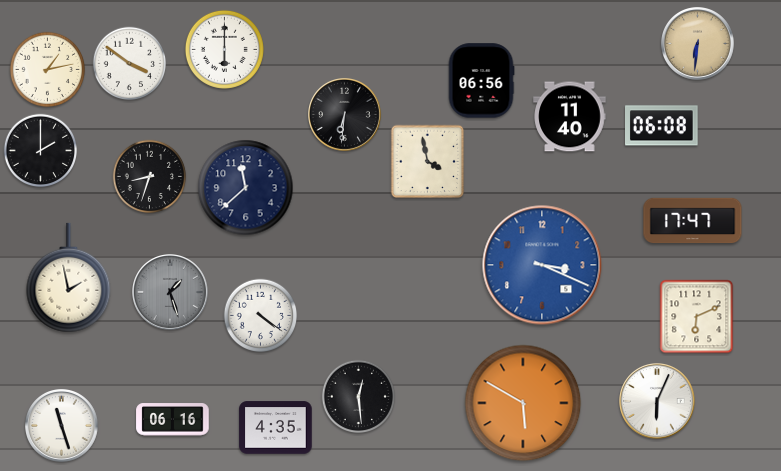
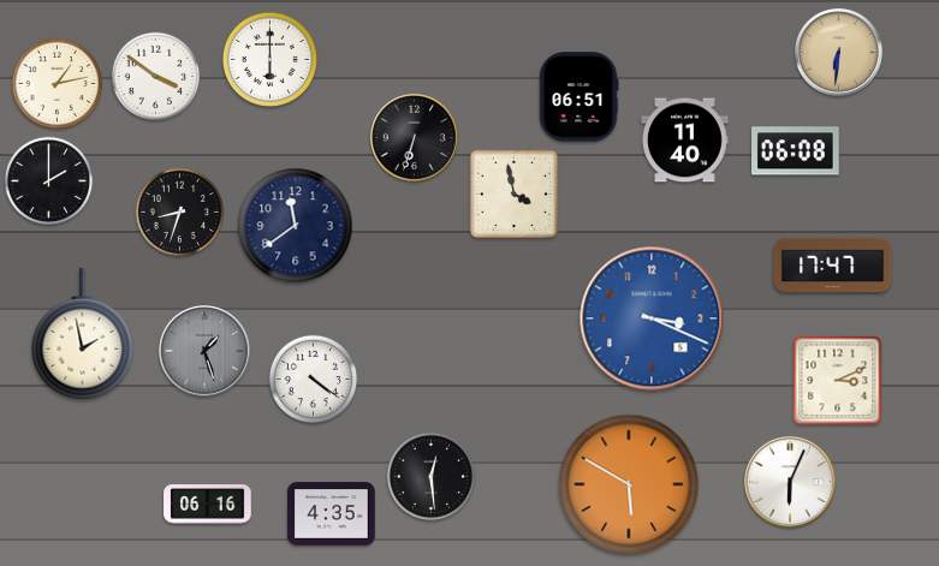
clock at (481, 81): 06:56 -> 06:51
clock at (345, 115): 6:31 -> 6:33
clock at (246, 188): 11:38 -> 11:39
clock at (697, 317): 6:11 -> 3:11
clock at (62, 426): 11:27 -> none
